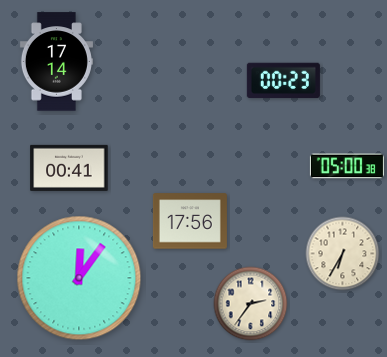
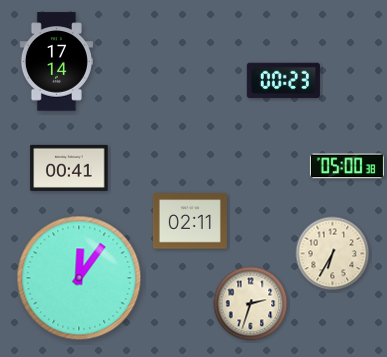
clock at (190, 221): 17:56 -> 02:11
clock at (343, 254) position: (343, 254) -> (333, 254)
clock at (251, 304): 2:36 -> 2:33
